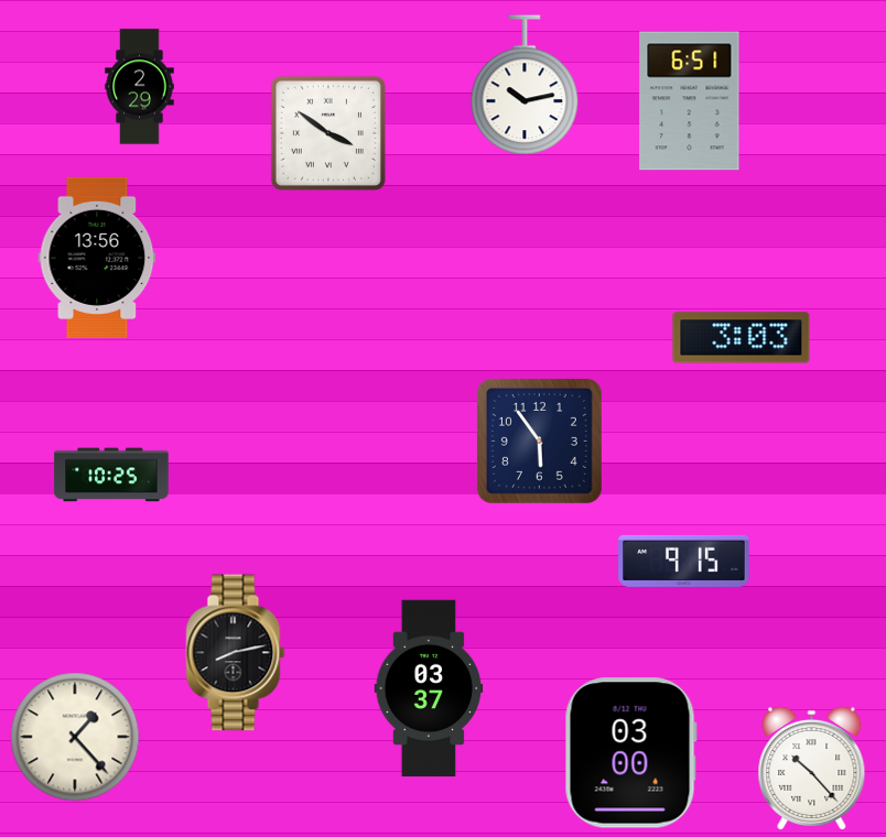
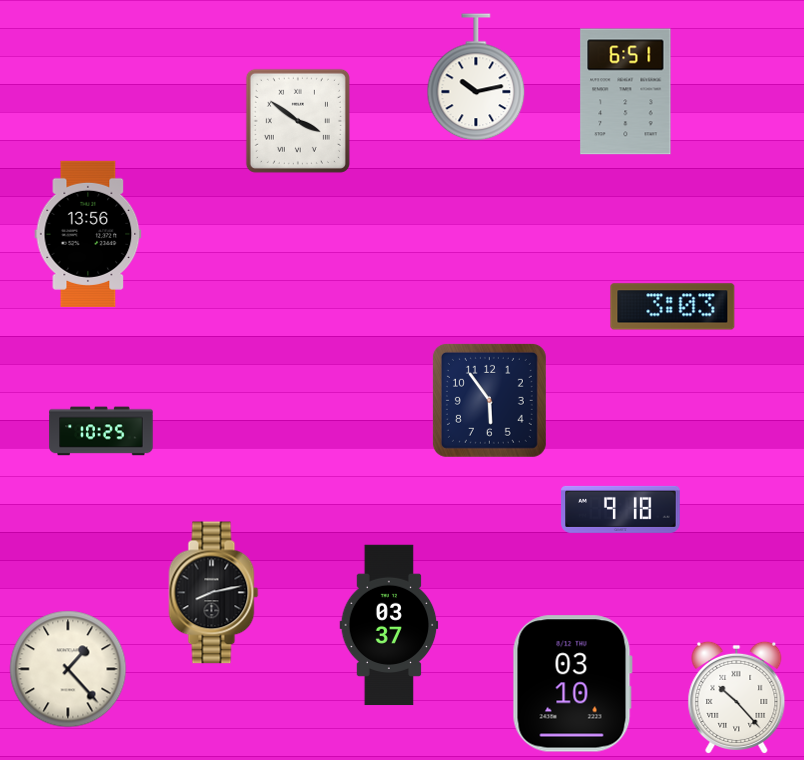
clock at (140, 87): 2:29 -> none
clock at (684, 561): 9:15 -> 9:18
clock at (630, 753): 03:00 -> 03:10
